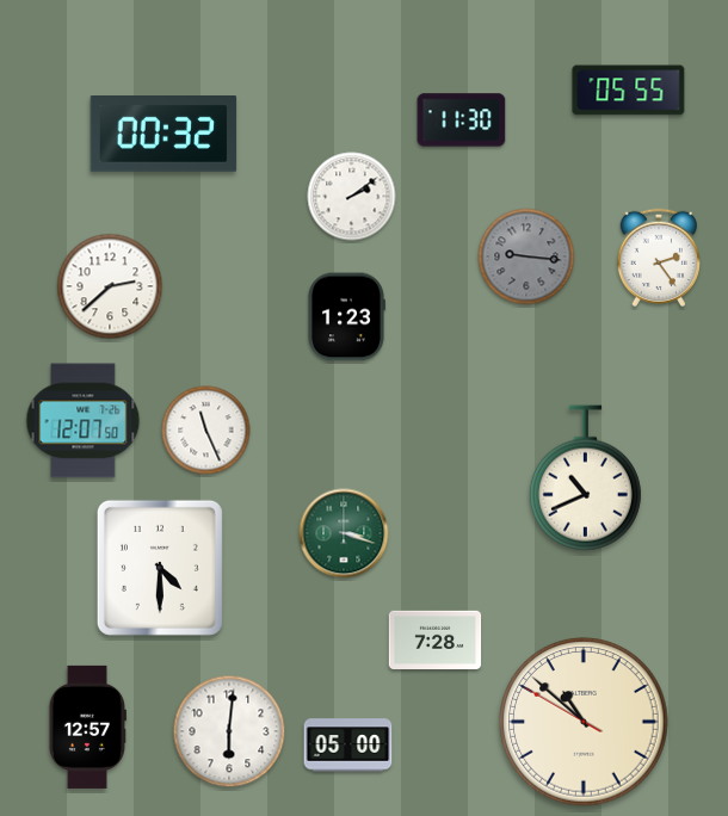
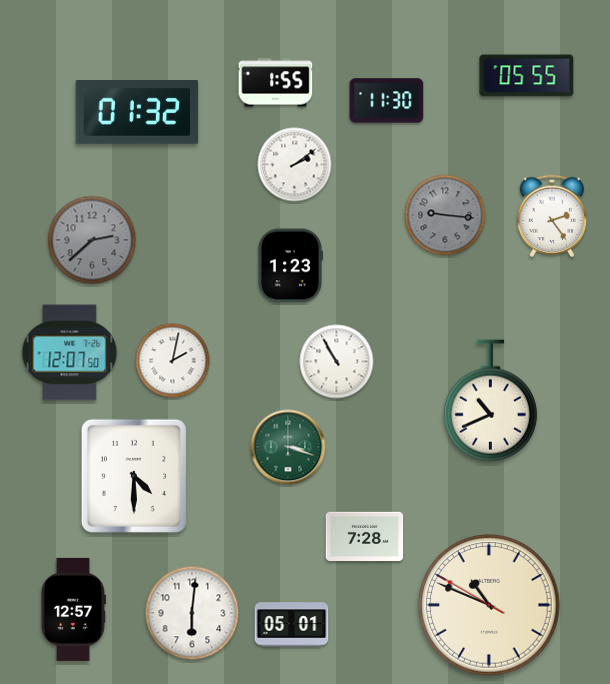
clock at (276, 83): none -> 1:55
clock at (164, 135): 00:32 -> 01:32
clock at (526, 256) position: (526, 256) -> (445, 215)
clock at (110, 286) dial: white -> grey
clock at (206, 431): 11:26 -> 2:02
clock at (337, 362): none -> 10:55
clock at (584, 722): 10:51 -> 10:48
clock at (348, 746): 05:00 -> 05:01
